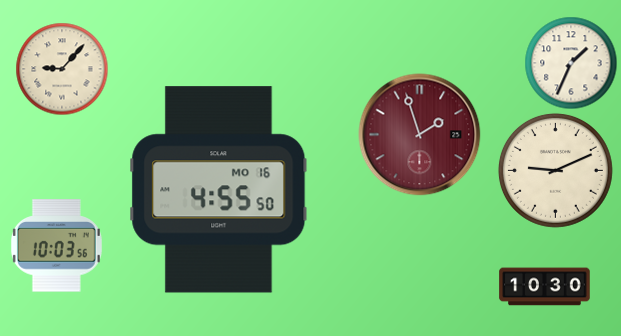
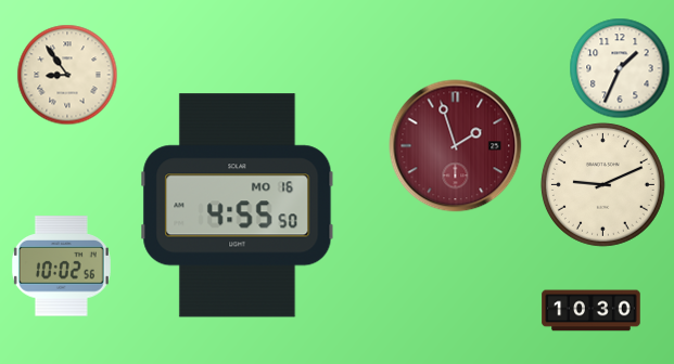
clock at (62, 69): 9:07 -> 8:54
clock at (56, 246): 10:03 -> 10:02
